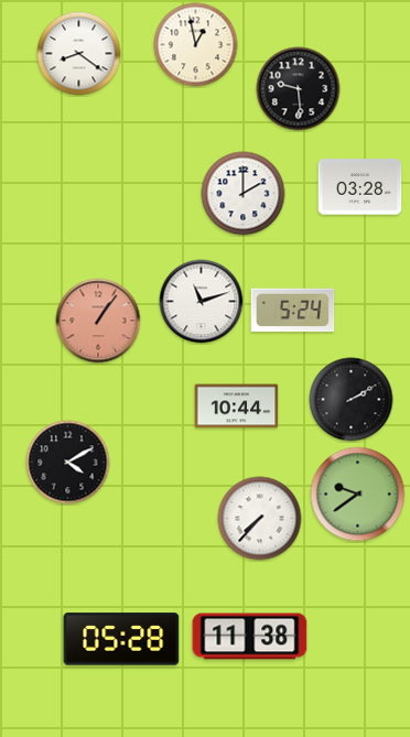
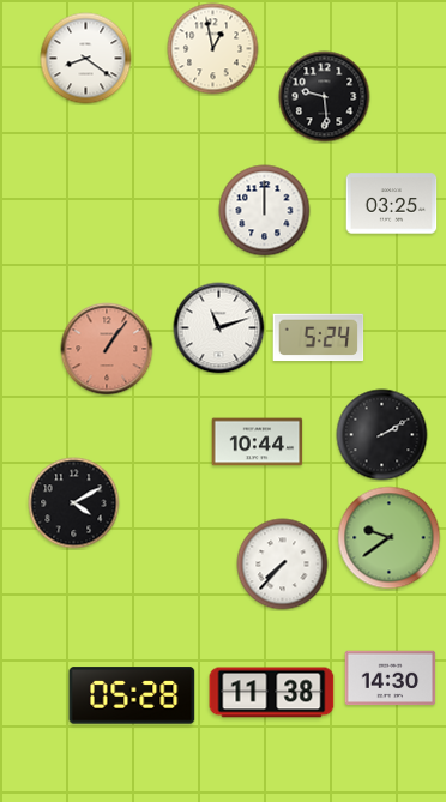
clock at (360, 187): 03:28 -> 03:25
clock at (244, 194): 2:00 -> 12:00
clock at (391, 679): none -> 14:30
